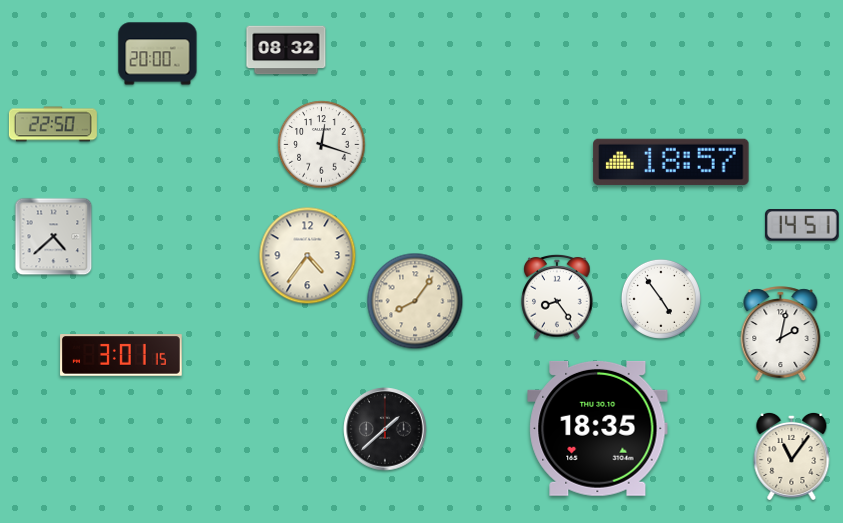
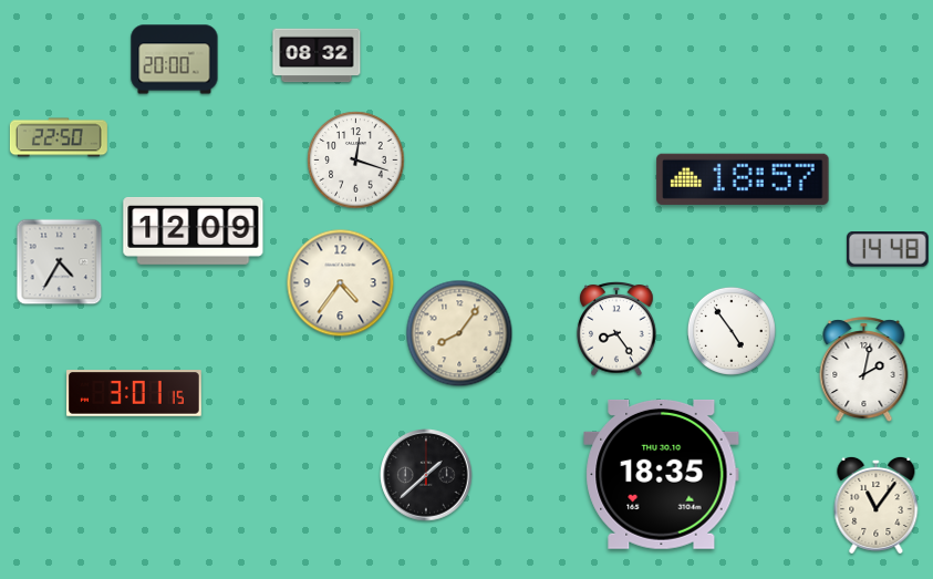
clock at (194, 230): none -> 12:09
clock at (803, 226): 14:51 -> 14:48
clock at (54, 237): 4:38 -> 4:35
